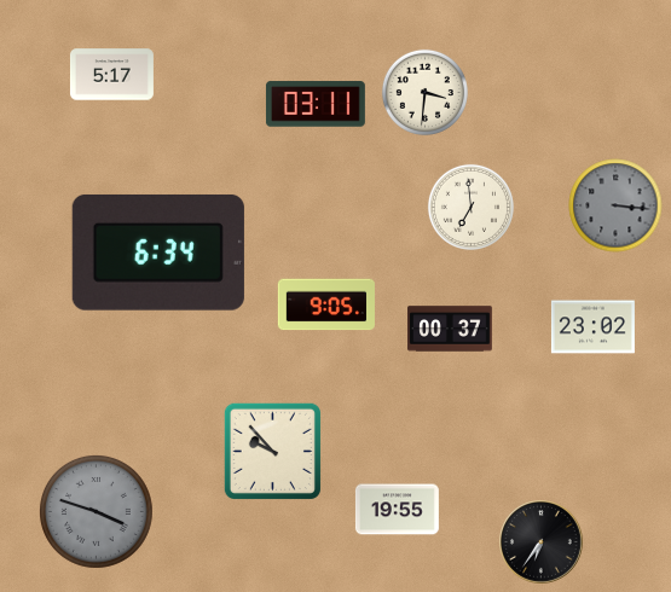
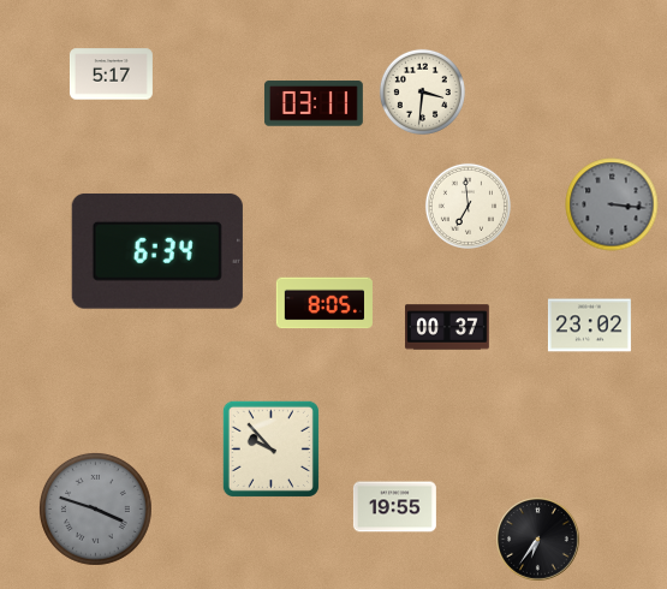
clock at (326, 304): 9:05 -> 8:05
